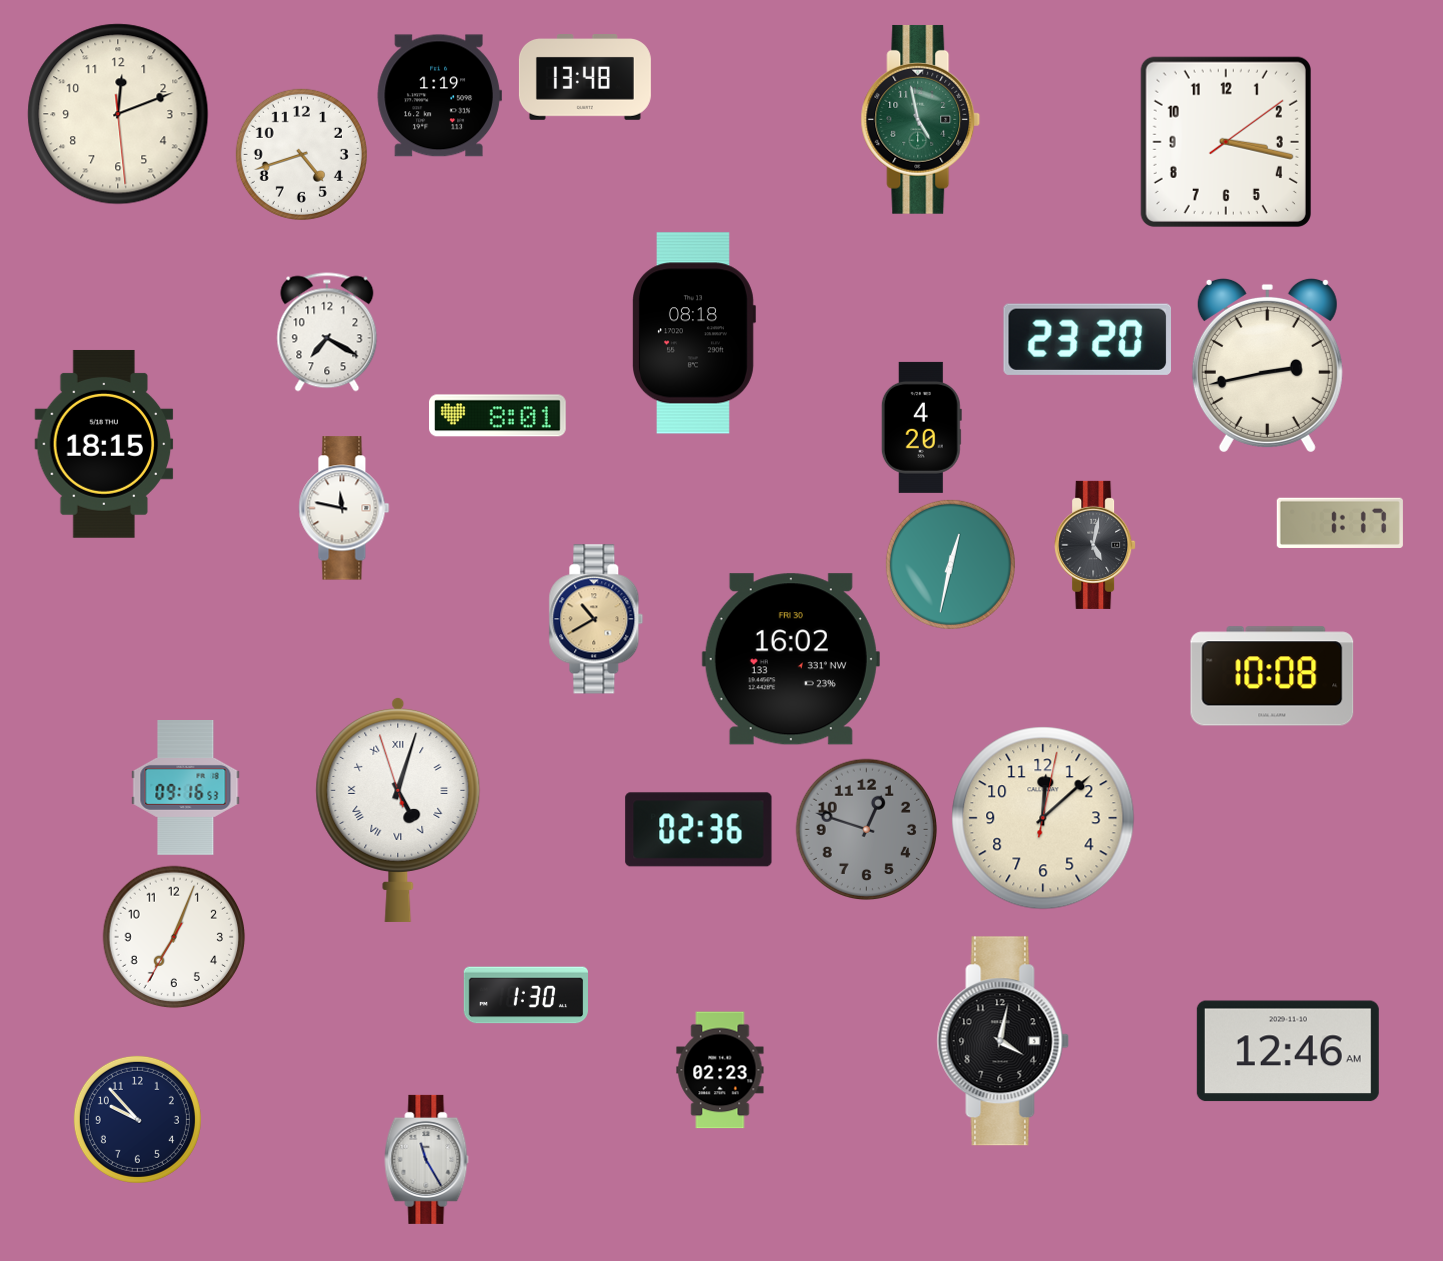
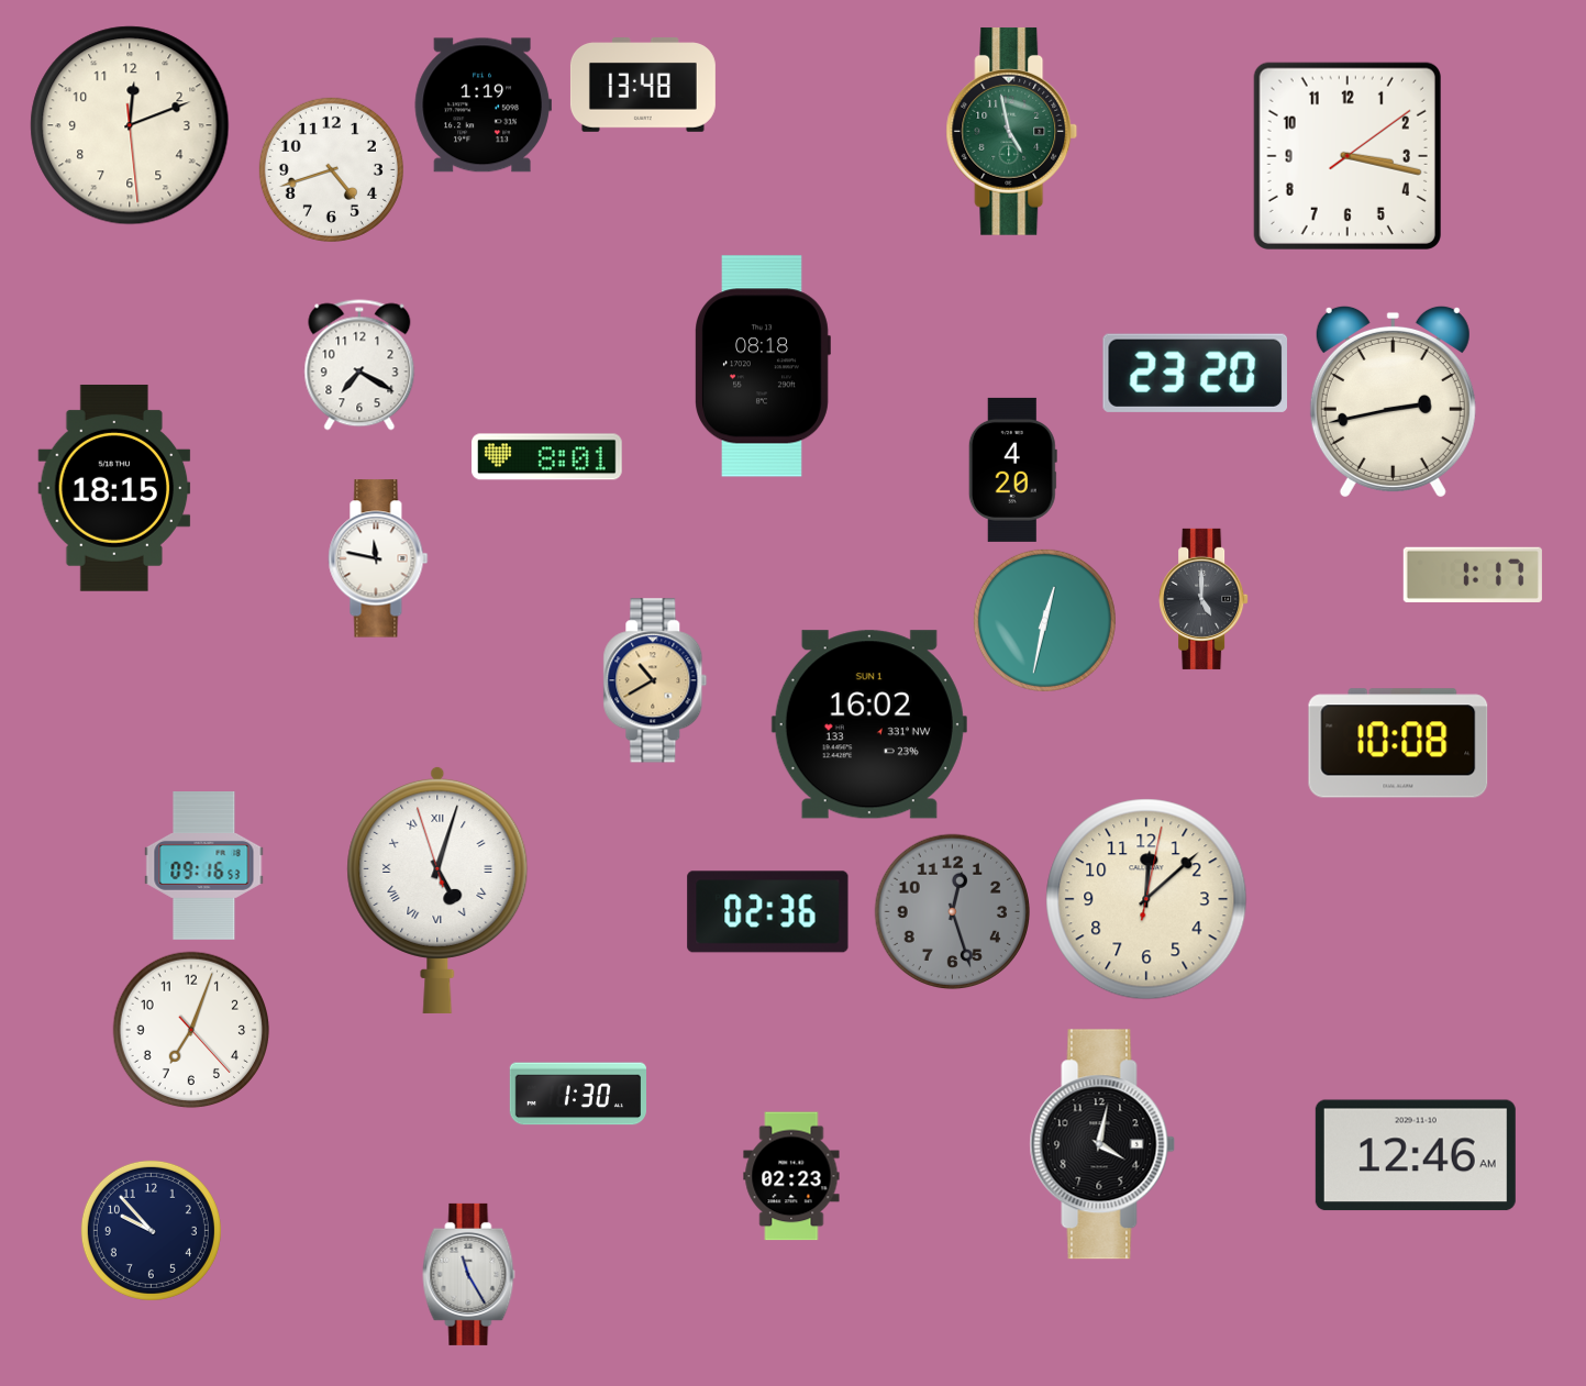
clock at (1095, 545): 5:02 -> 5:00
clock at (791, 659) date: FRI 30 -> SUN 1
clock at (866, 829): 12:48 -> 12:27
clock at (174, 937): 7:03:35 -> 7:03:23
